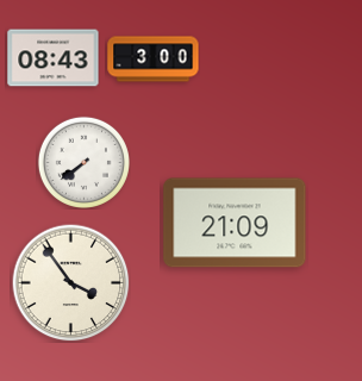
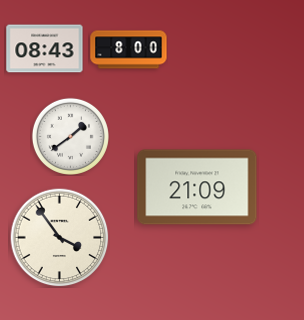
clock at (154, 60): 3:00 -> 8:00
clock at (83, 162): 7:39 -> 1:39
